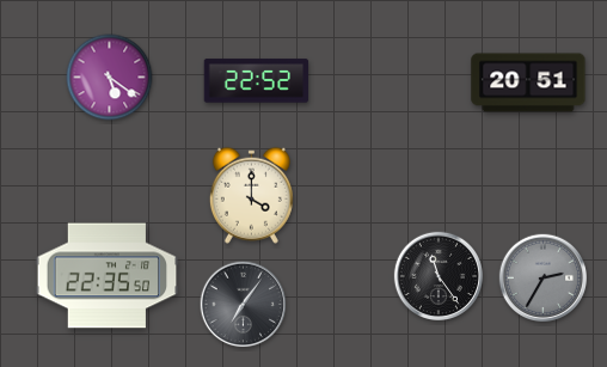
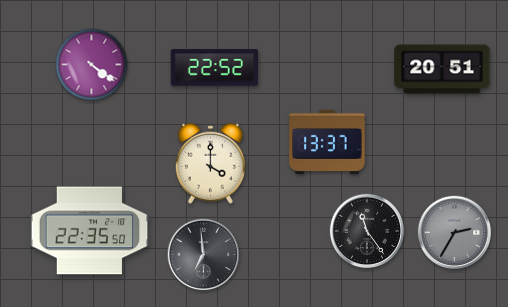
clock at (110, 78): 5:21 -> 4:21
clock at (327, 142): none -> 13:37
clock at (244, 305): 7:06 -> 6:59
